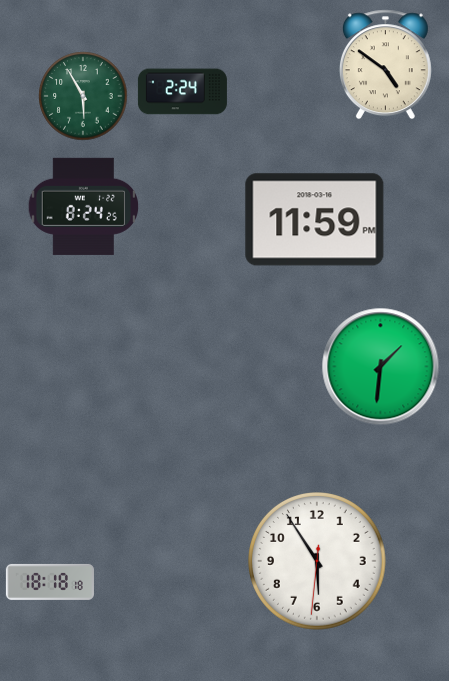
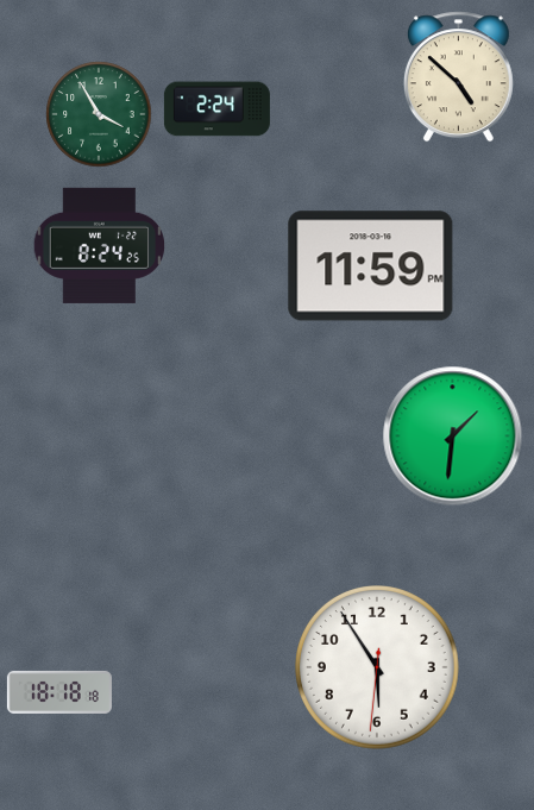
clock at (385, 65): 4:51 -> 4:52
clock at (83, 96): 5:55 -> 3:55
clock at (315, 220) position: (315, 220) -> (371, 266)
